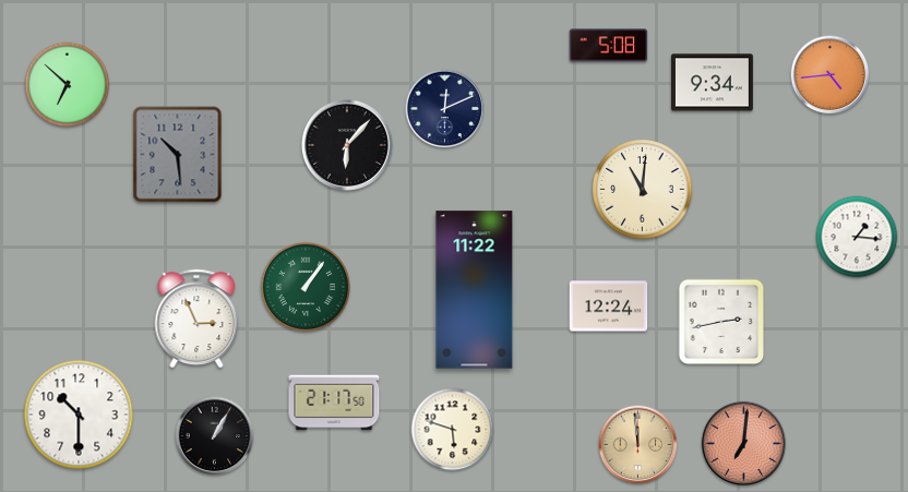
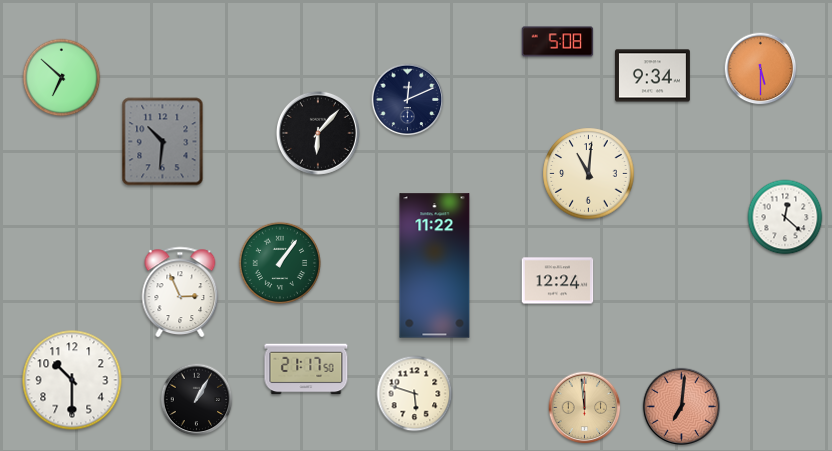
clock at (831, 75): 4:44 -> 5:30
clock at (178, 155): 10:29 -> 10:31
clock at (857, 237): 1:16 -> 12:22
clock at (721, 322): 2:43 -> none
